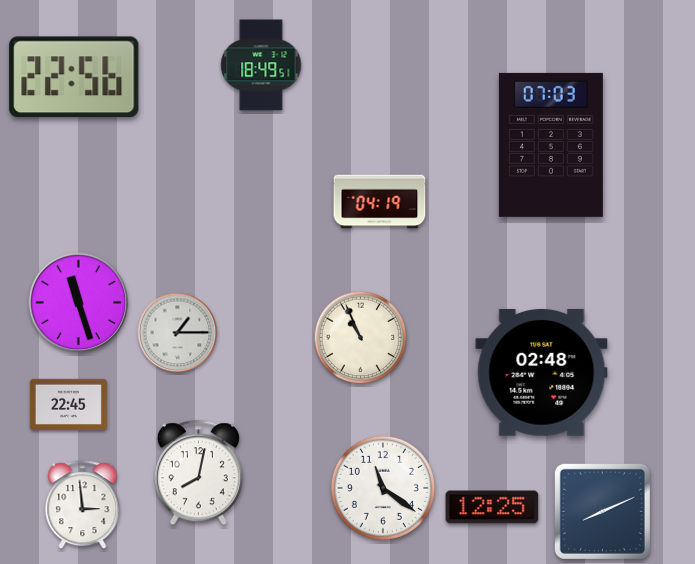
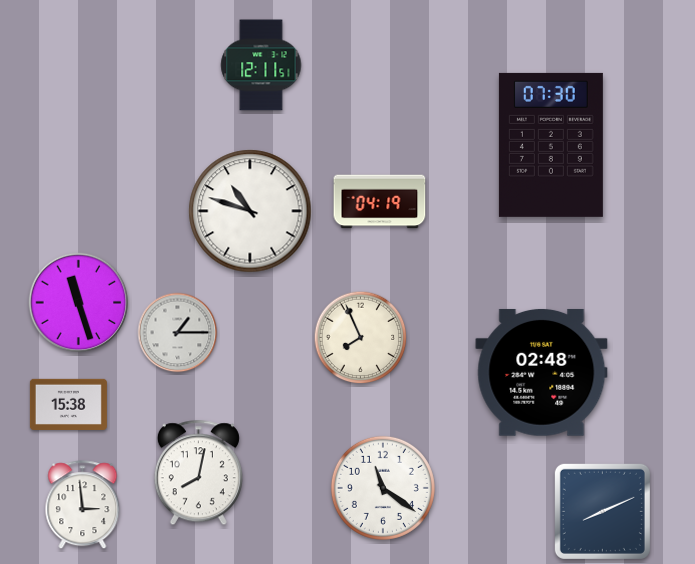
clock at (261, 65): 18:49 -> 12:11
clock at (74, 77): 22:56 -> none
clock at (551, 145): 07:03 -> 07:30
clock at (250, 211): none -> 10:48
clock at (361, 338): 10:56 -> 7:56
clock at (68, 404): 22:45 -> 15:38
clock at (492, 507): 12:25 -> none
